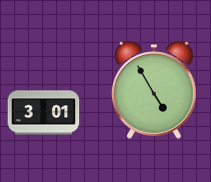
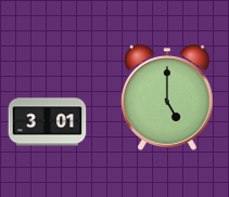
clock at (154, 90): 4:55 -> 5:00
